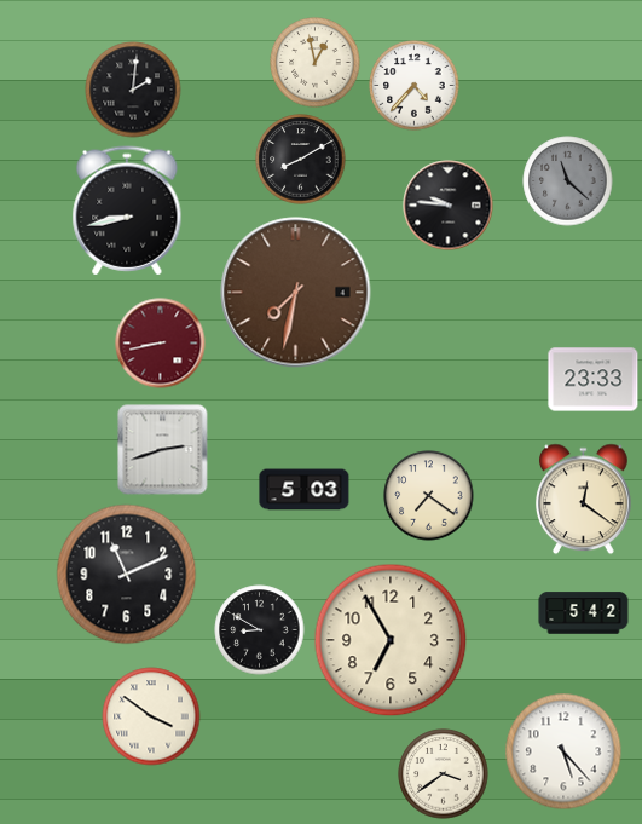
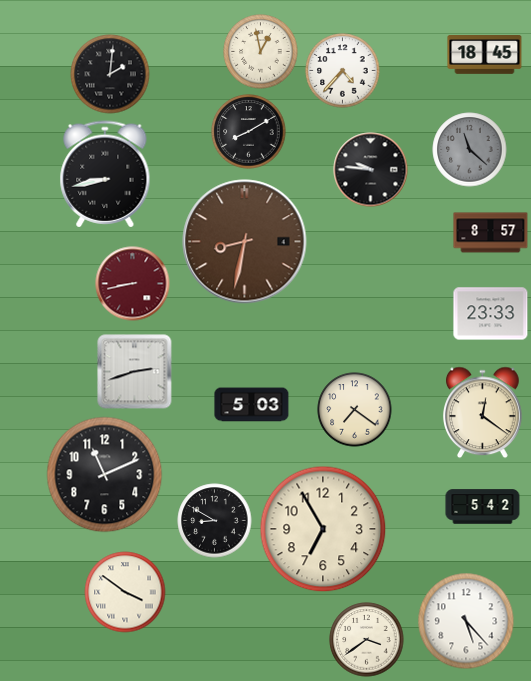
clock at (485, 55): none -> 18:45
clock at (491, 233): none -> 8:57
clock at (296, 293): 7:32 -> 8:32
